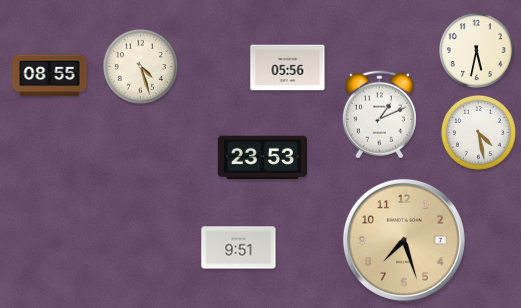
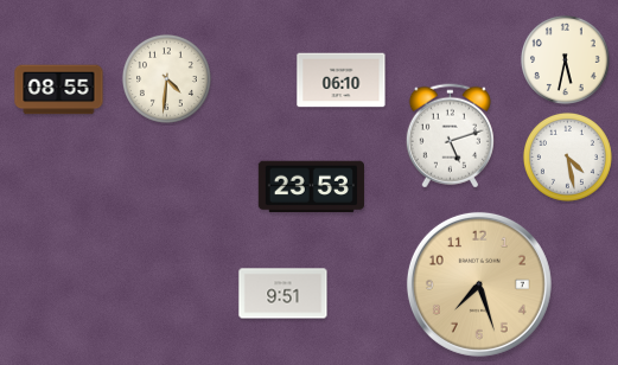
clock at (140, 66): 4:27 -> 4:31
clock at (288, 68): 05:56 -> 06:10
clock at (379, 115): 1:11 -> 5:12
